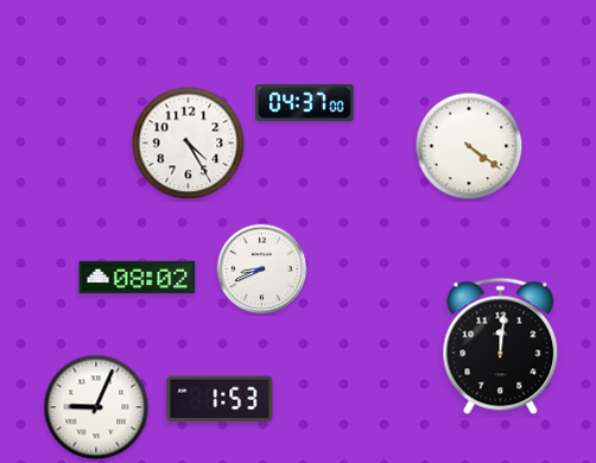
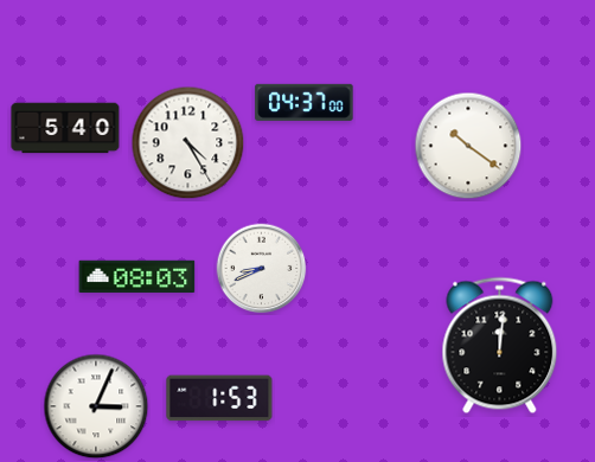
clock at (65, 128): none -> 5:40
clock at (469, 146): 4:21 -> 10:21
clock at (138, 278): 08:02 -> 08:03
clock at (96, 407): 9:04 -> 3:04
